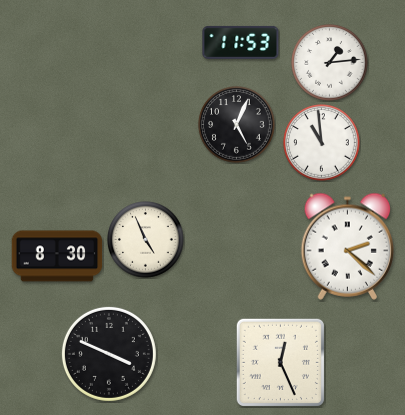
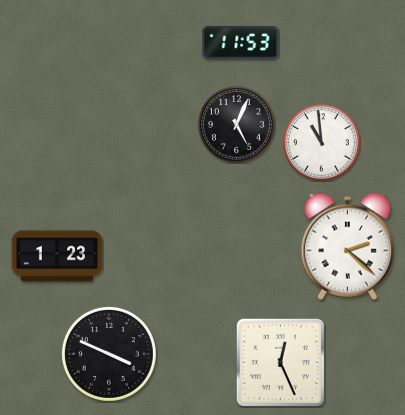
clock at (330, 63): 1:14 -> none
clock at (146, 240): 4:56 -> none
clock at (57, 256): 8:30 -> 1:23
